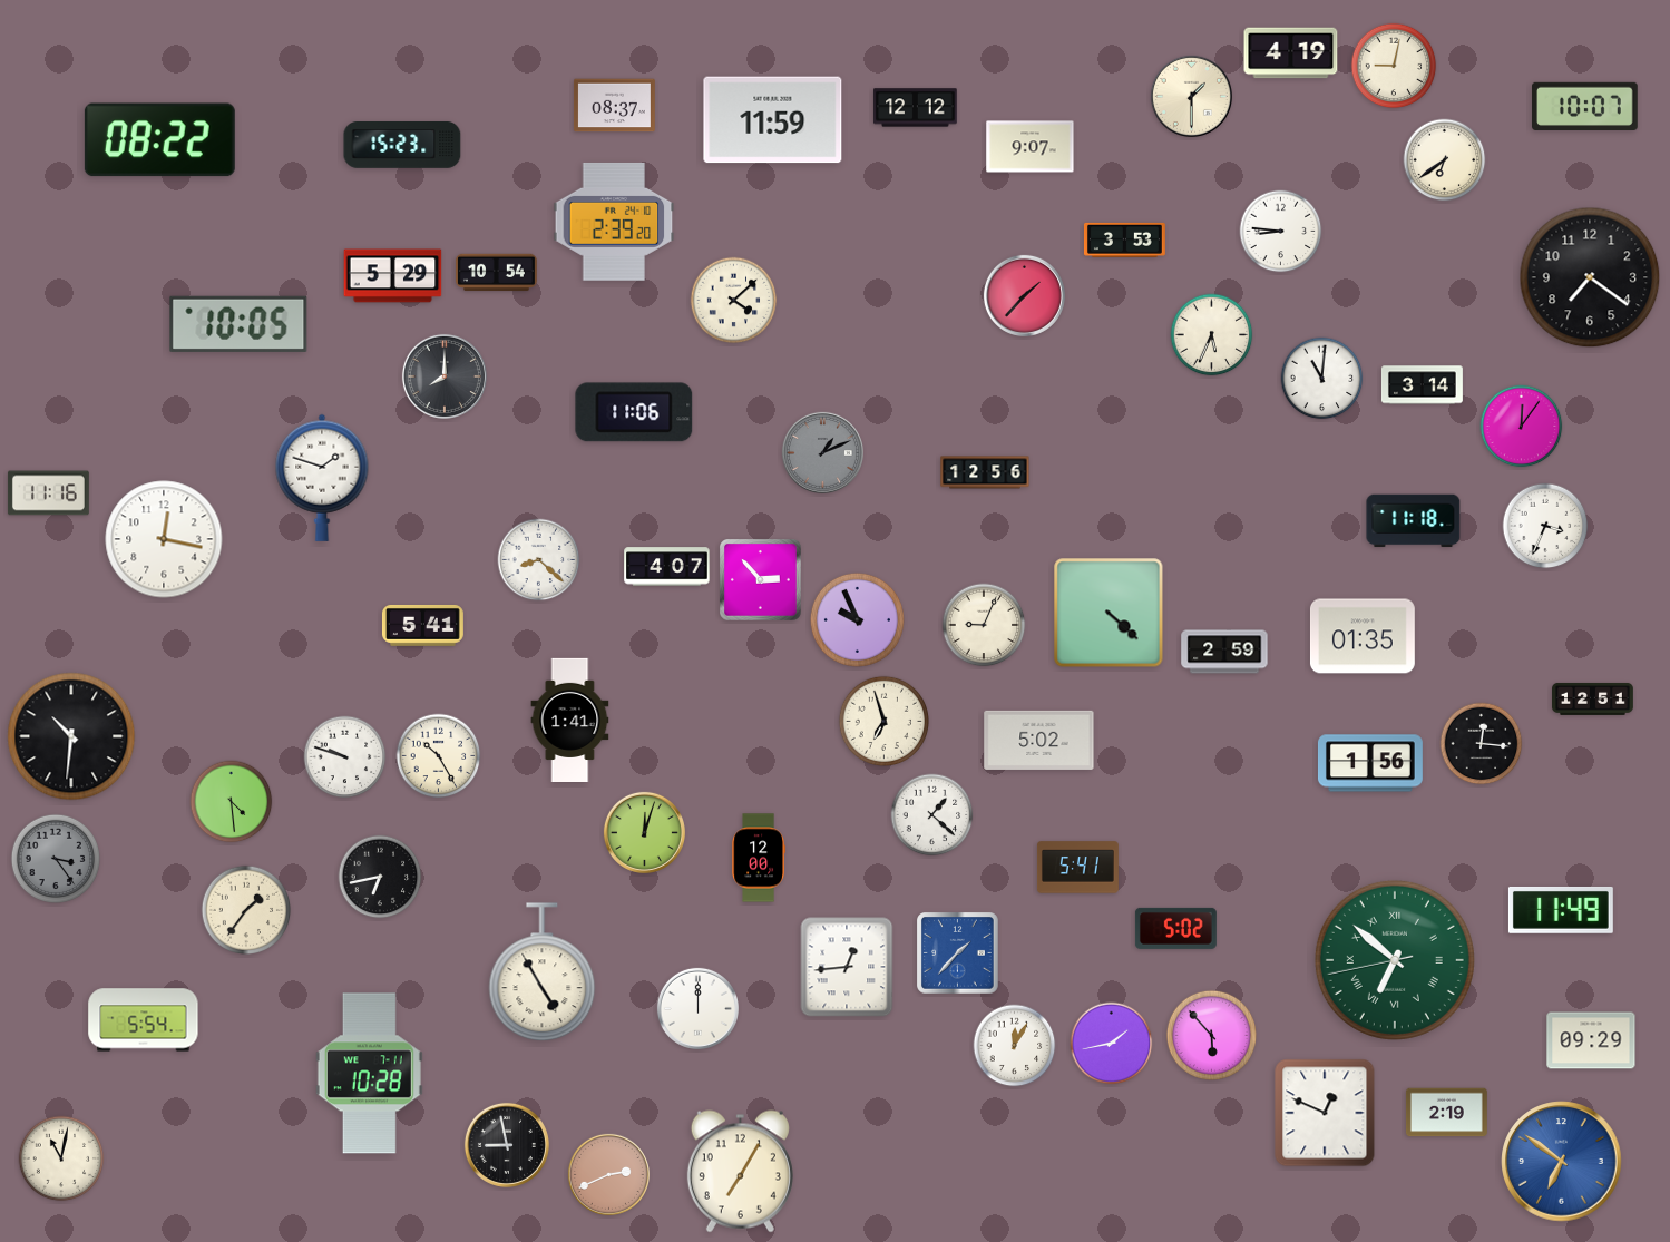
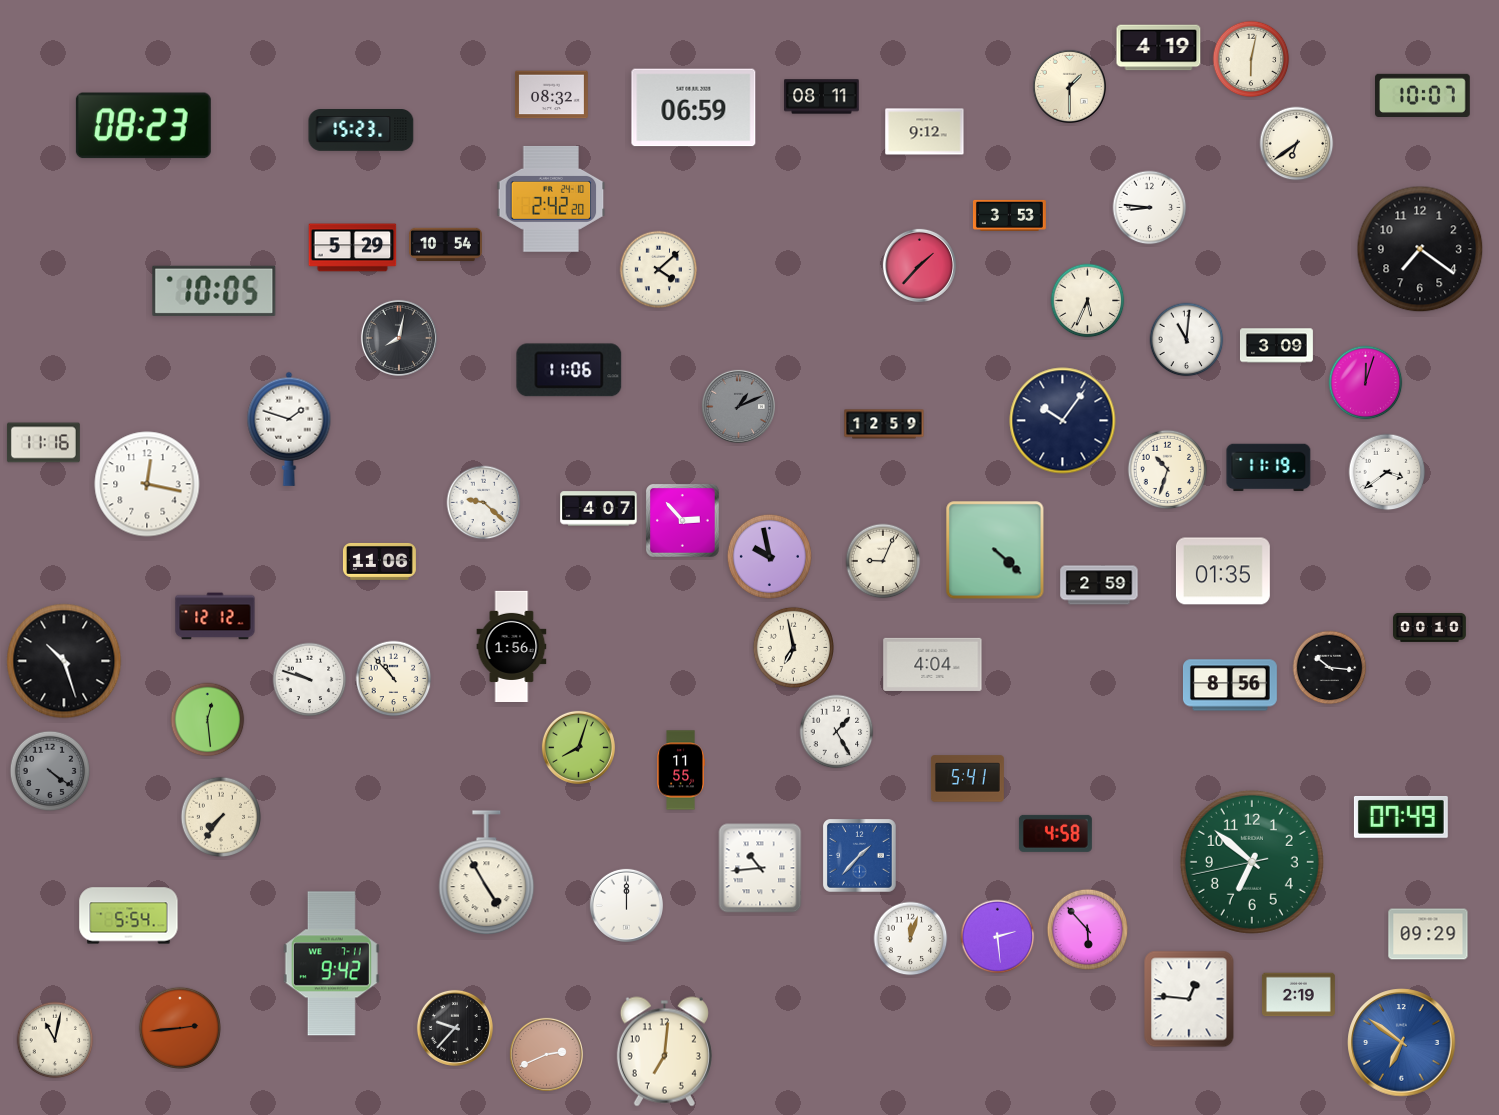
clock at (1394, 66): 9:02 -> 6:02
clock at (614, 106): 08:37 -> 08:32
clock at (916, 108): 12:12 -> 08:11
clock at (773, 120): 11:59 -> 06:59
clock at (159, 140): 08:22 -> 08:23
clock at (1031, 147): 9:07 -> 9:12
clock at (614, 222): 2:39 -> 2:42
clock at (1590, 277) position: (1590, 277) -> (1420, 249)
clock at (445, 376): 8:00 -> 8:02
clock at (1422, 385): 3:14 -> 3:09
clock at (1522, 427): 12:06 -> 12:03
clock at (1063, 421): none -> 10:06
clock at (985, 472): 12:56 -> 12:59
clock at (1414, 521): 11:18 -> 11:19
clock at (1168, 470): none -> 10:33
clock at (1545, 526): 3:34 -> 3:39
clock at (539, 560): 8:22 -> 9:22
clock at (857, 619): 9:56 -> 9:58
clock at (422, 625): 5:41 -> 11:06
clock at (215, 616): none -> 12:12
clock at (1593, 698): 12:51 -> 00:10
clock at (570, 720): 1:41 -> 1:56
clock at (883, 721): 6:57 -> 6:58
clock at (71, 736): 10:31 -> 10:27
clock at (1039, 740): 5:02 -> 4:04
clock at (1482, 744): 12:16 -> 10:16
clock at (439, 756): 10:25 -> 10:53
clock at (1370, 763): 1:56 -> 8:56
clock at (232, 802): 4:29 -> 12:29
clock at (932, 815): 1:22 -> 1:25
clock at (644, 832): 12:03 -> 8:03
clock at (759, 858): 12:00 -> 11:55
clock at (56, 859): 3:24 -> 4:21
clock at (380, 877): 6:43 -> none
clock at (246, 910): 1:36 -> 7:36
clock at (1561, 910): 11:49 -> 07:49
clock at (1175, 928): 5:02 -> 4:58
clock at (1395, 960) numerals: Roman -> Arabic
clock at (847, 967): 12:44 -> 10:44
clock at (1112, 1044): 1:43 -> 2:29
clock at (1015, 1046): 12:05 -> 12:03
clock at (369, 1074): 10:28 -> 9:42
clock at (1325, 1113): 12:49 -> 12:46
clock at (1446, 1113) position: (1446, 1113) -> (1298, 995)
clock at (180, 1027): none -> 2:44
clock at (507, 1145): 8:58 -> 9:37
clock at (740, 1172): 7:05 -> 7:01
